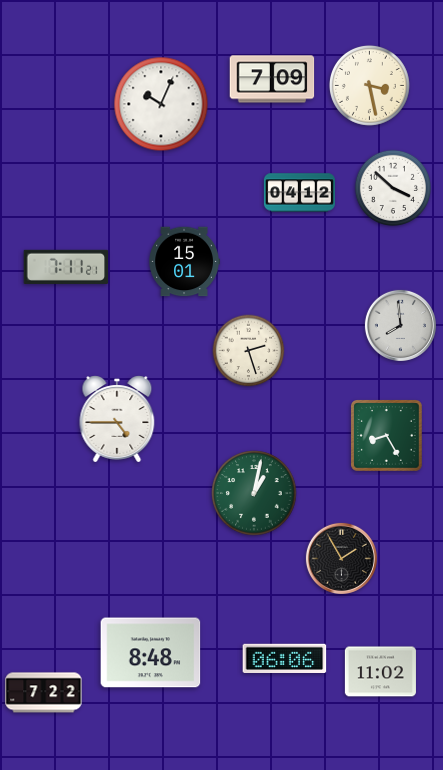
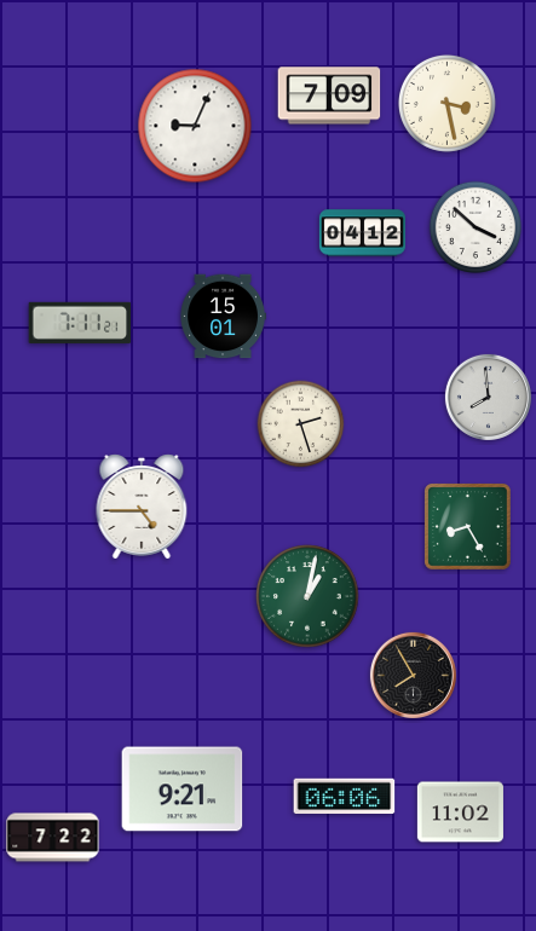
clock at (161, 104): 10:04 -> 9:04
clock at (400, 325) position: (400, 325) -> (488, 397)
clock at (341, 558): 1:55 -> 7:55
clock at (151, 653): 8:48 -> 9:21
